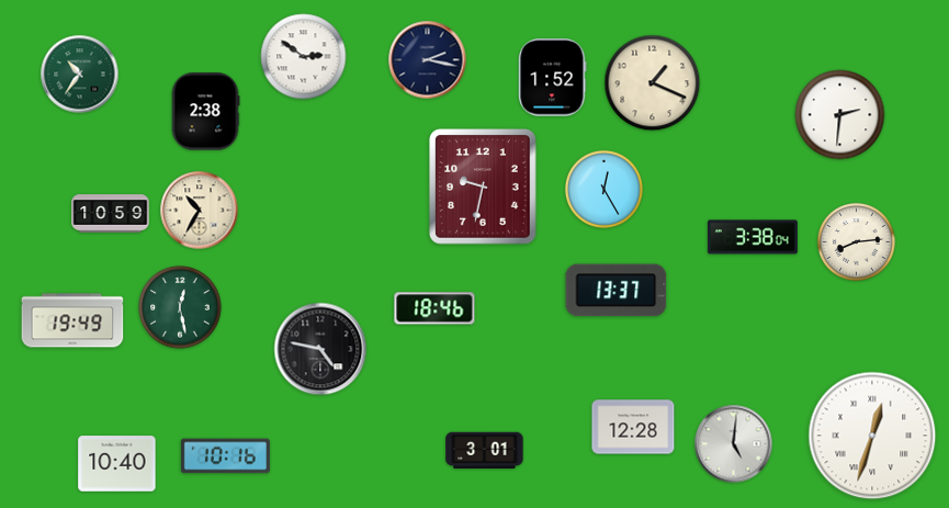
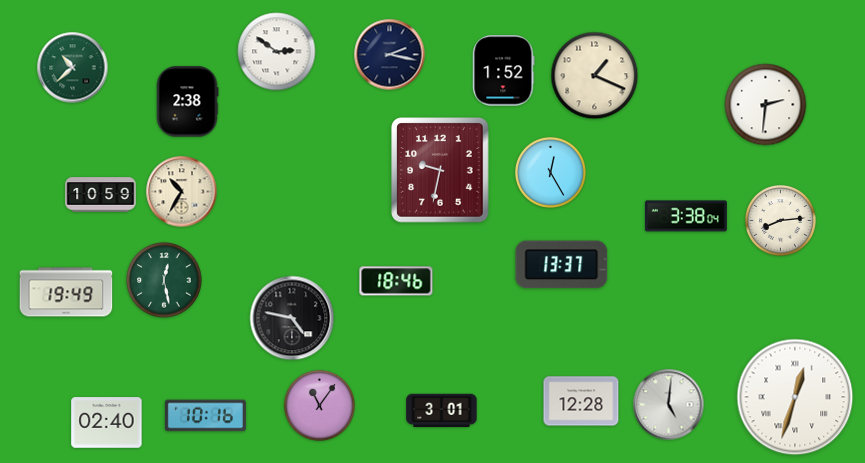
clock at (80, 75): 10:36 -> 10:38
clock at (633, 427) position: (633, 427) -> (581, 401)
clock at (320, 406): none -> 11:06
clock at (117, 464): 10:40 -> 02:40
